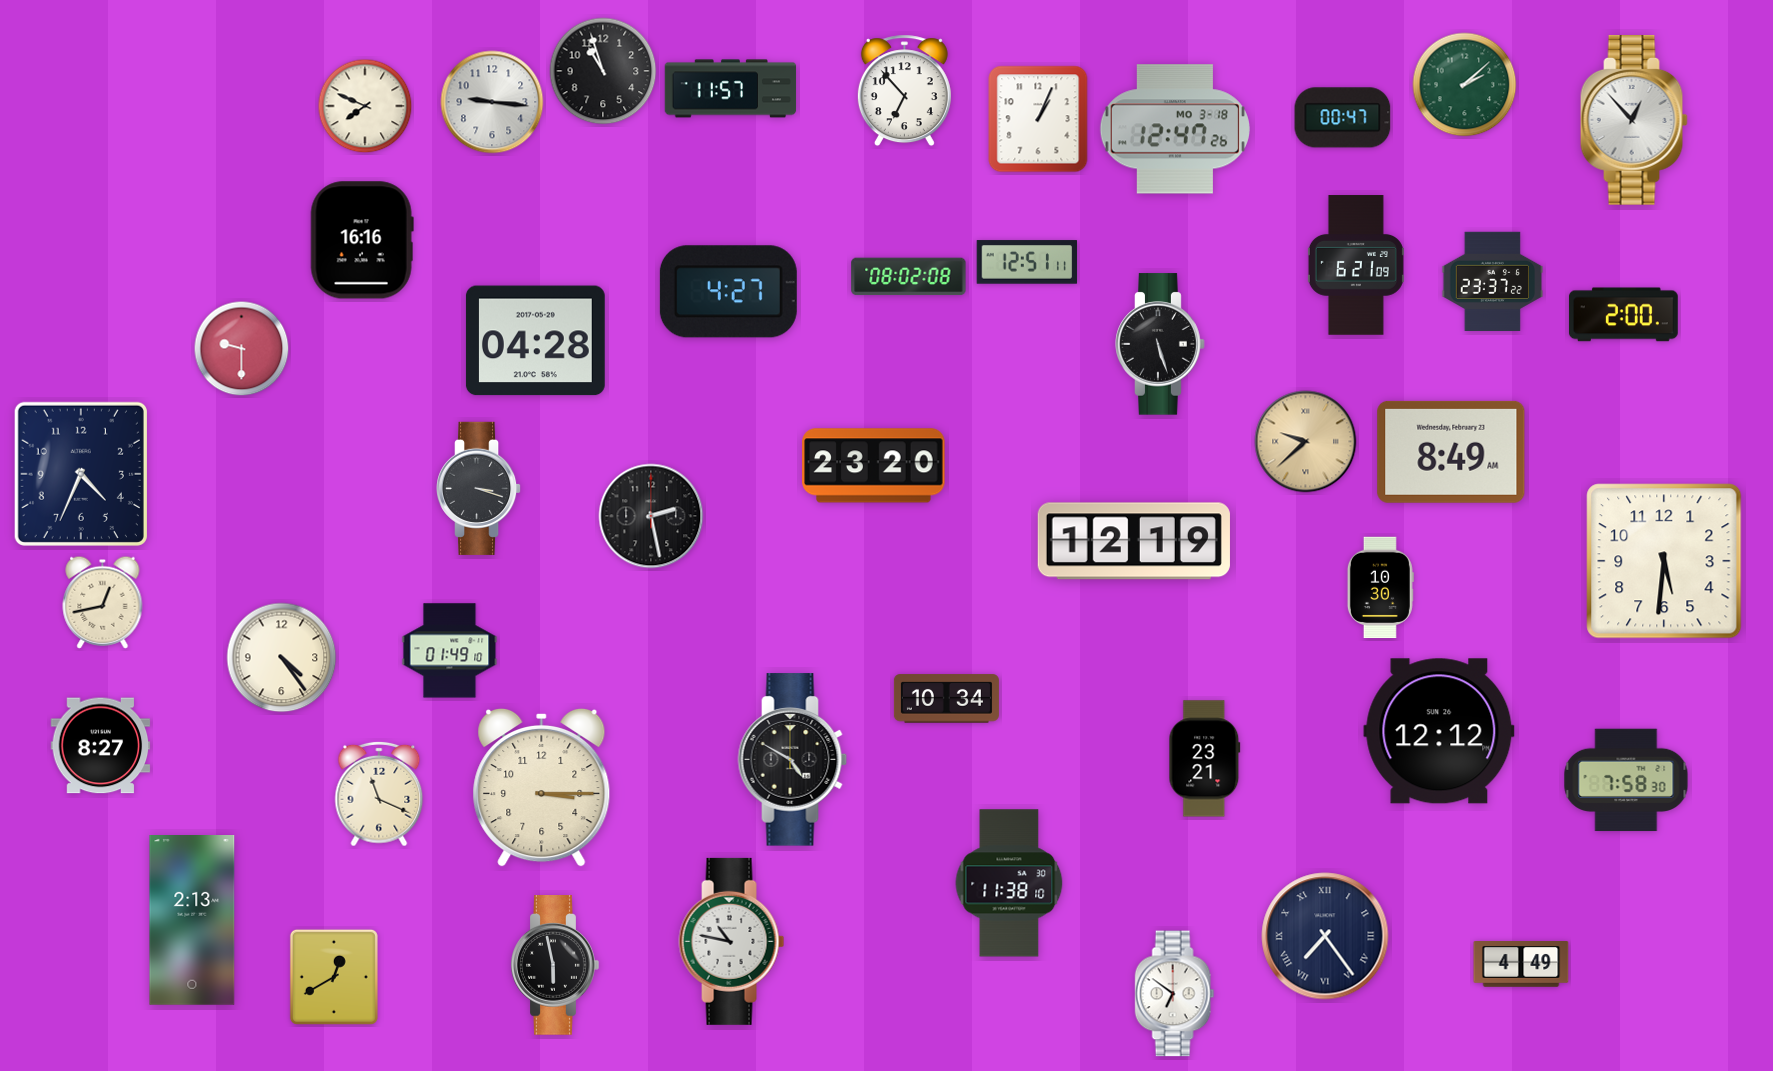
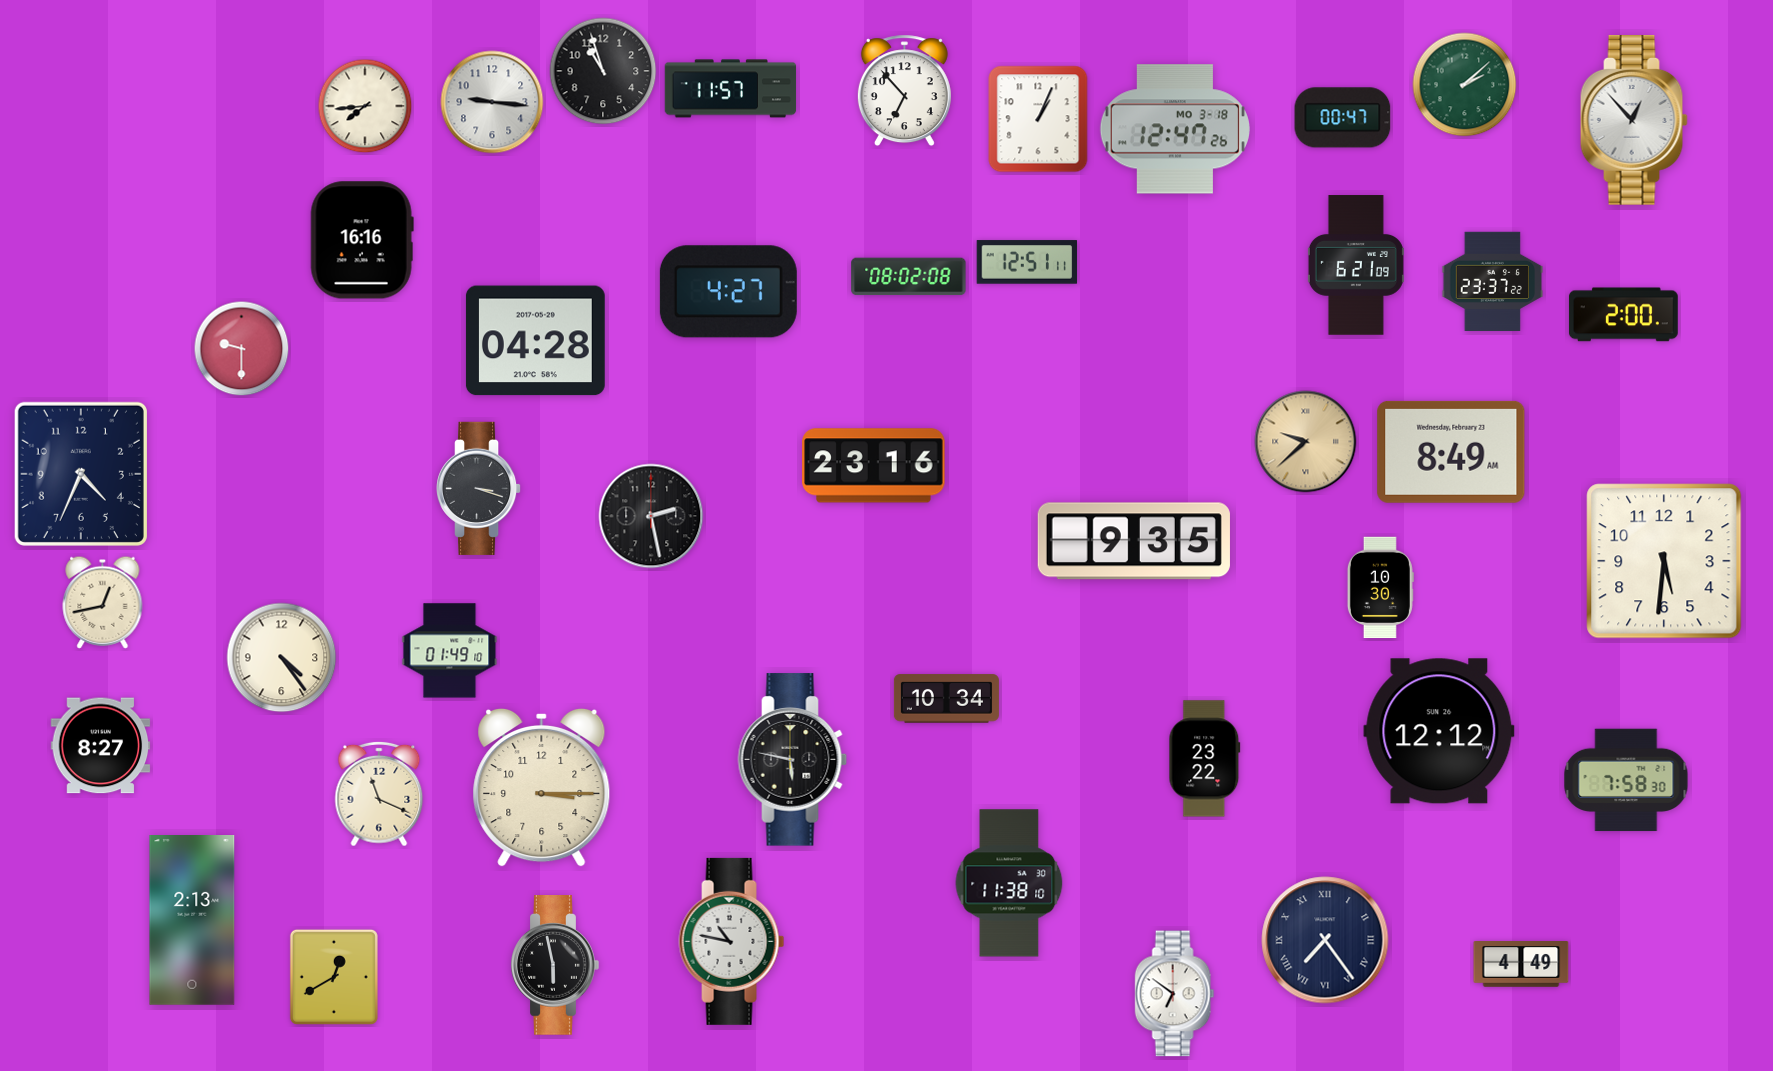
clock at (365, 106): 7:49 -> 7:44
clock at (1160, 344): 5:27 -> none
clock at (874, 466): 23:20 -> 23:16
clock at (1134, 541): 12:19 -> 9:35
clock at (1205, 759): 23:21 -> 23:22
clock at (793, 760): 4:50 -> 5:47
clock at (1325, 936) position: (1325, 936) -> (1325, 940)
